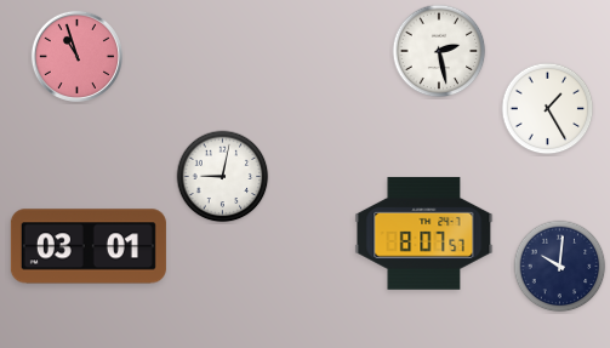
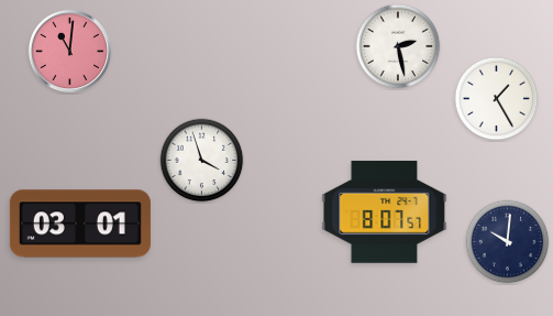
clock at (76, 56): 10:57 -> 11:01
clock at (223, 177): 9:02 -> 3:57
